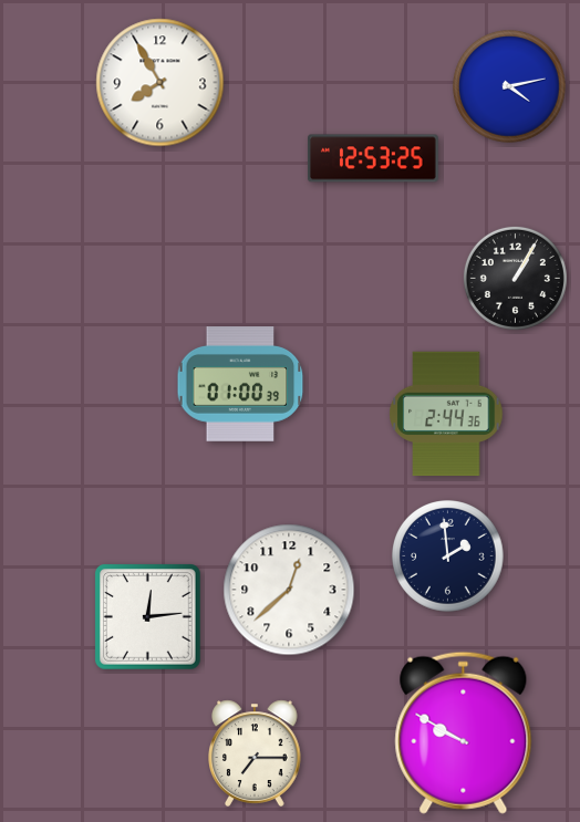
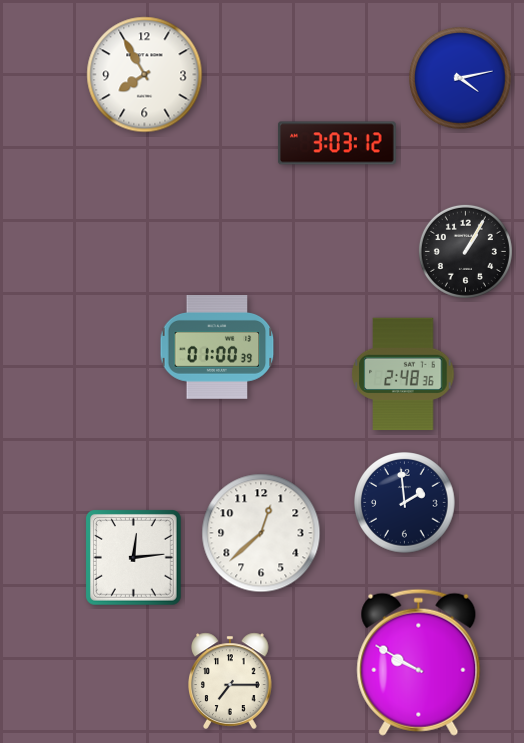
clock at (373, 158): 12:53 -> 3:03
clock at (446, 414): 2:44 -> 2:48
